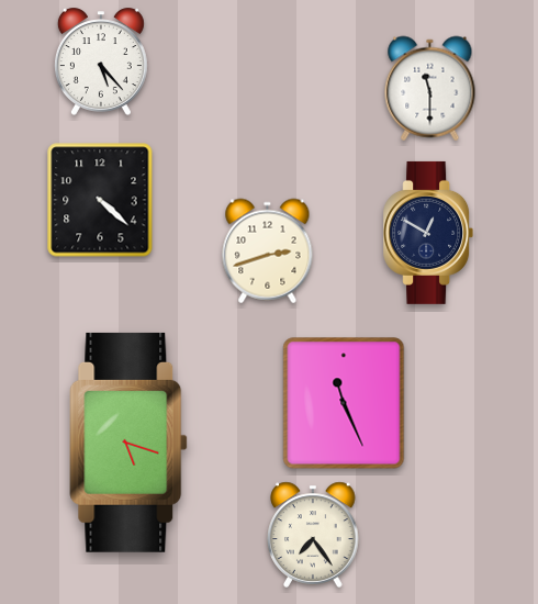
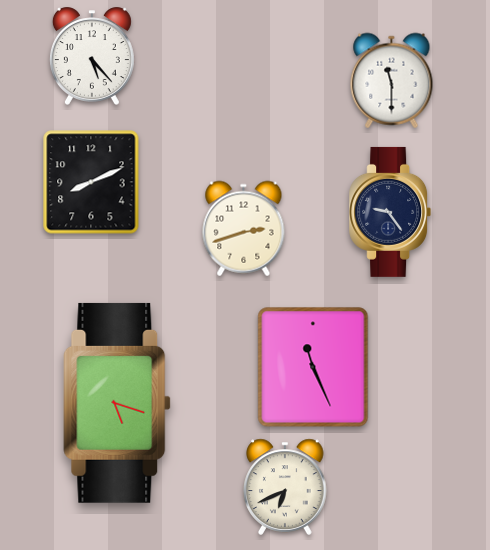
clock at (100, 200): 4:22 -> 8:11
clock at (428, 233): 12:50 -> 9:24
clock at (313, 535): 7:24 -> 6:41
